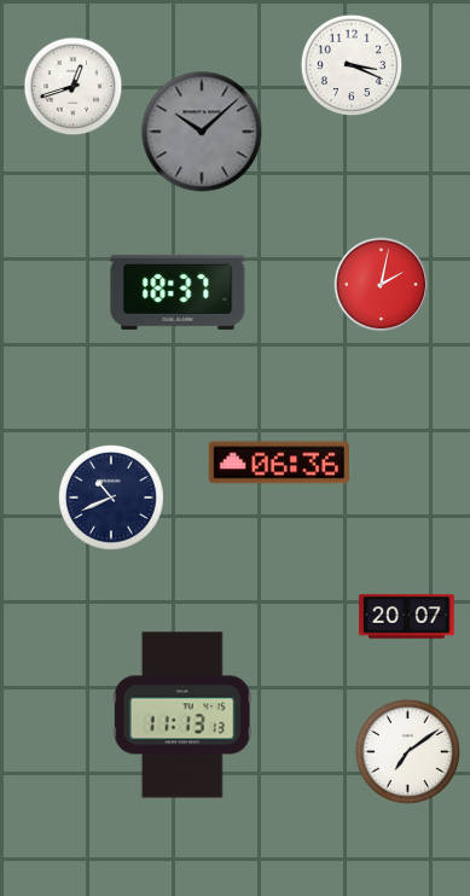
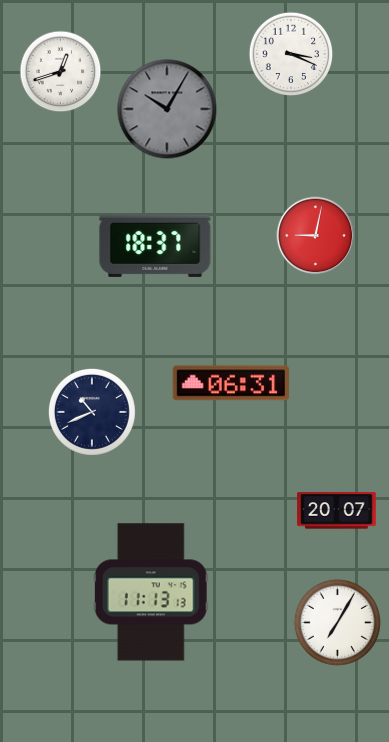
clock at (202, 132): 10:08 -> 10:05
clock at (382, 285): 2:02 -> 9:02
clock at (178, 292) position: (178, 292) -> (155, 246)
clock at (279, 462): 06:36 -> 06:31
clock at (407, 751): 7:09 -> 7:05
